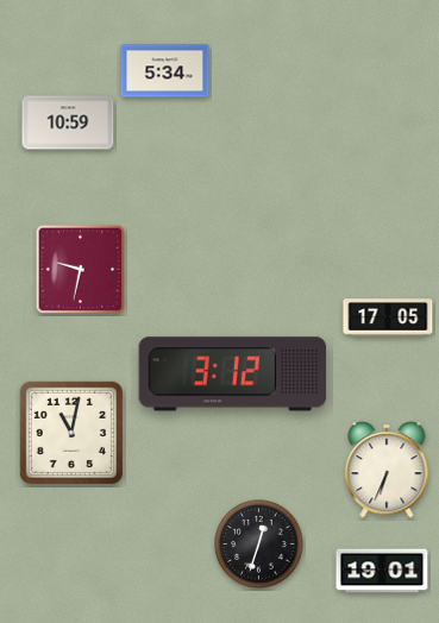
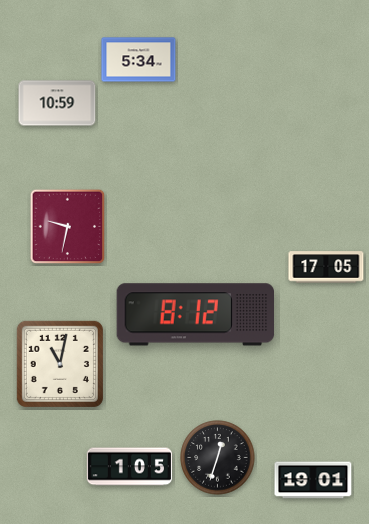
clock at (232, 375): 3:12 -> 8:12
clock at (387, 470): 6:34 -> none
clock at (129, 467): none -> 1:05
clock at (382, 571) position: (382, 571) -> (313, 480)
